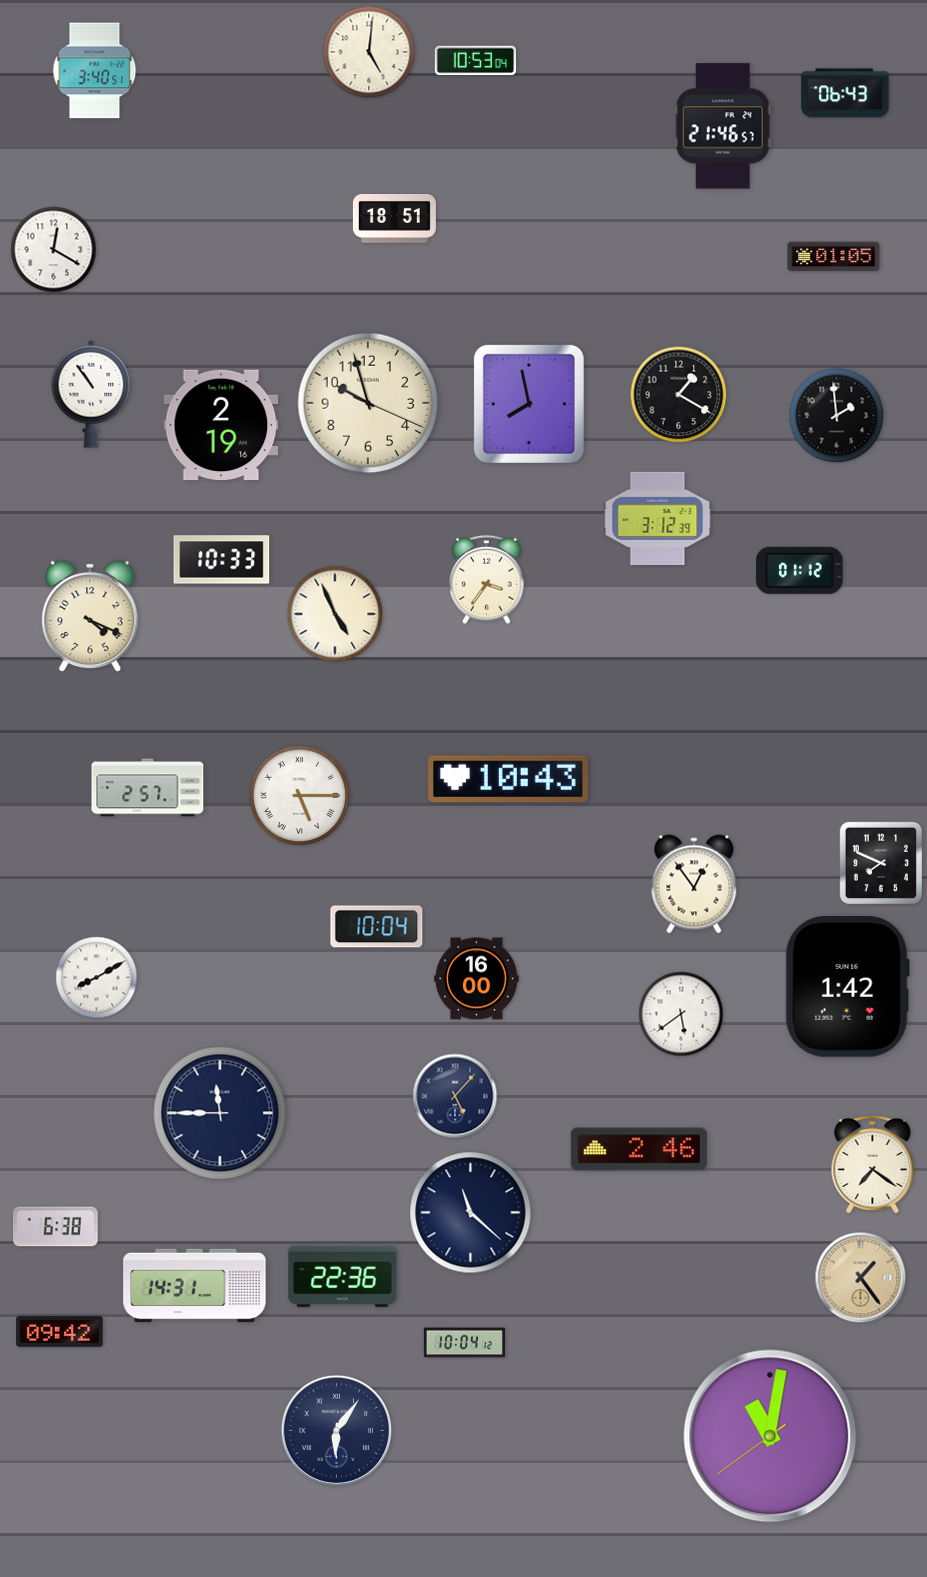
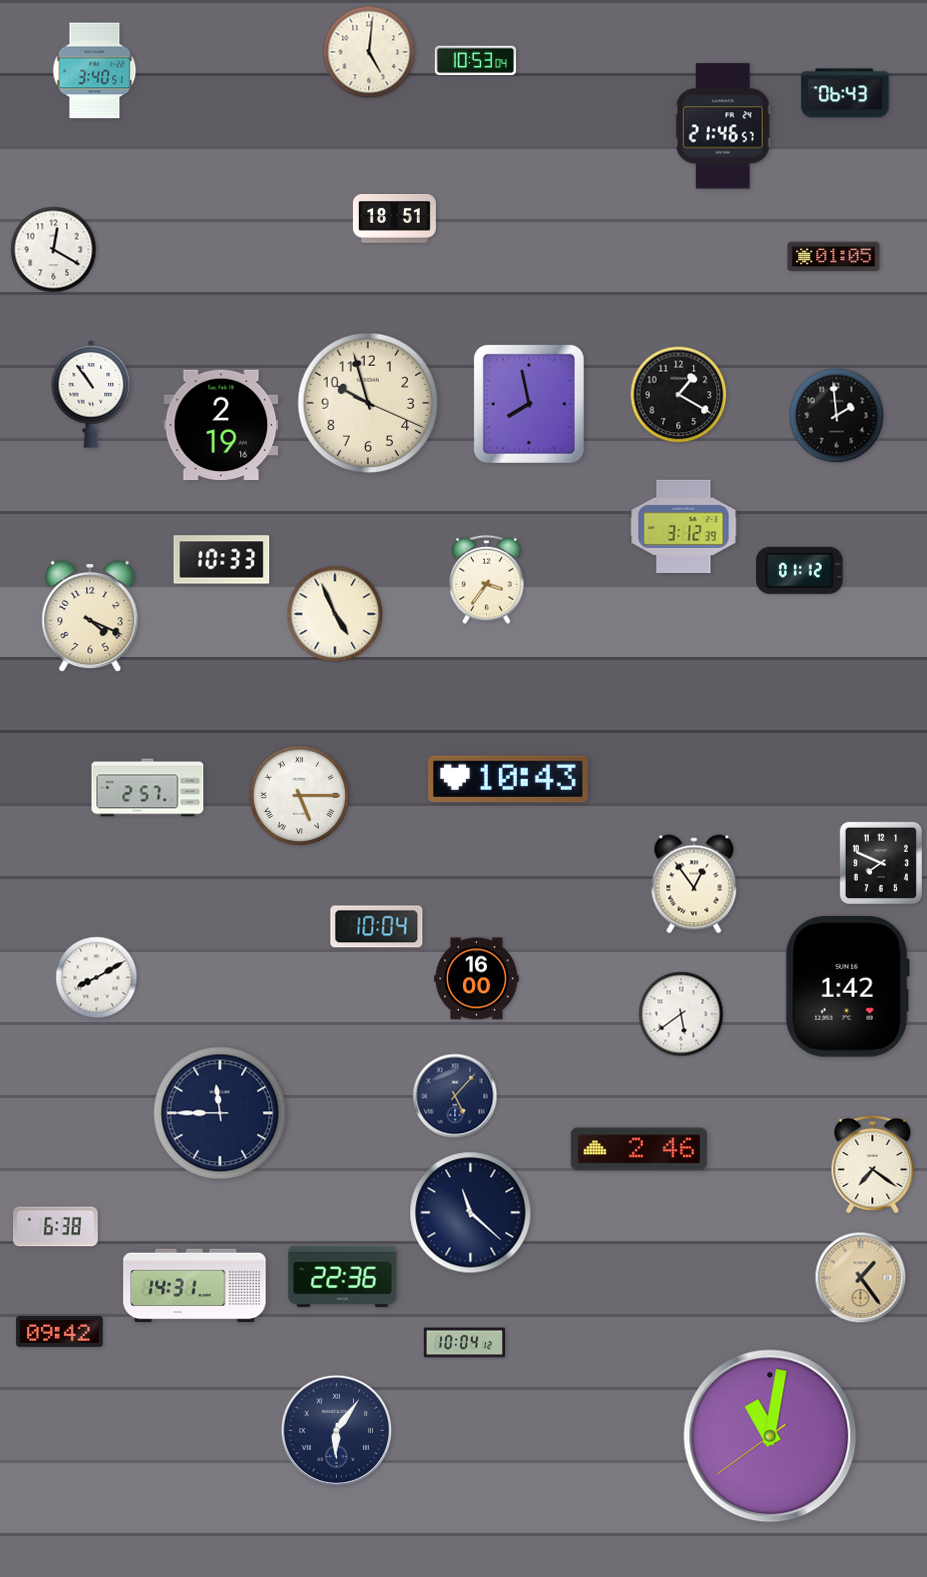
clock at (658, 518) position: (658, 518) -> (684, 526)
